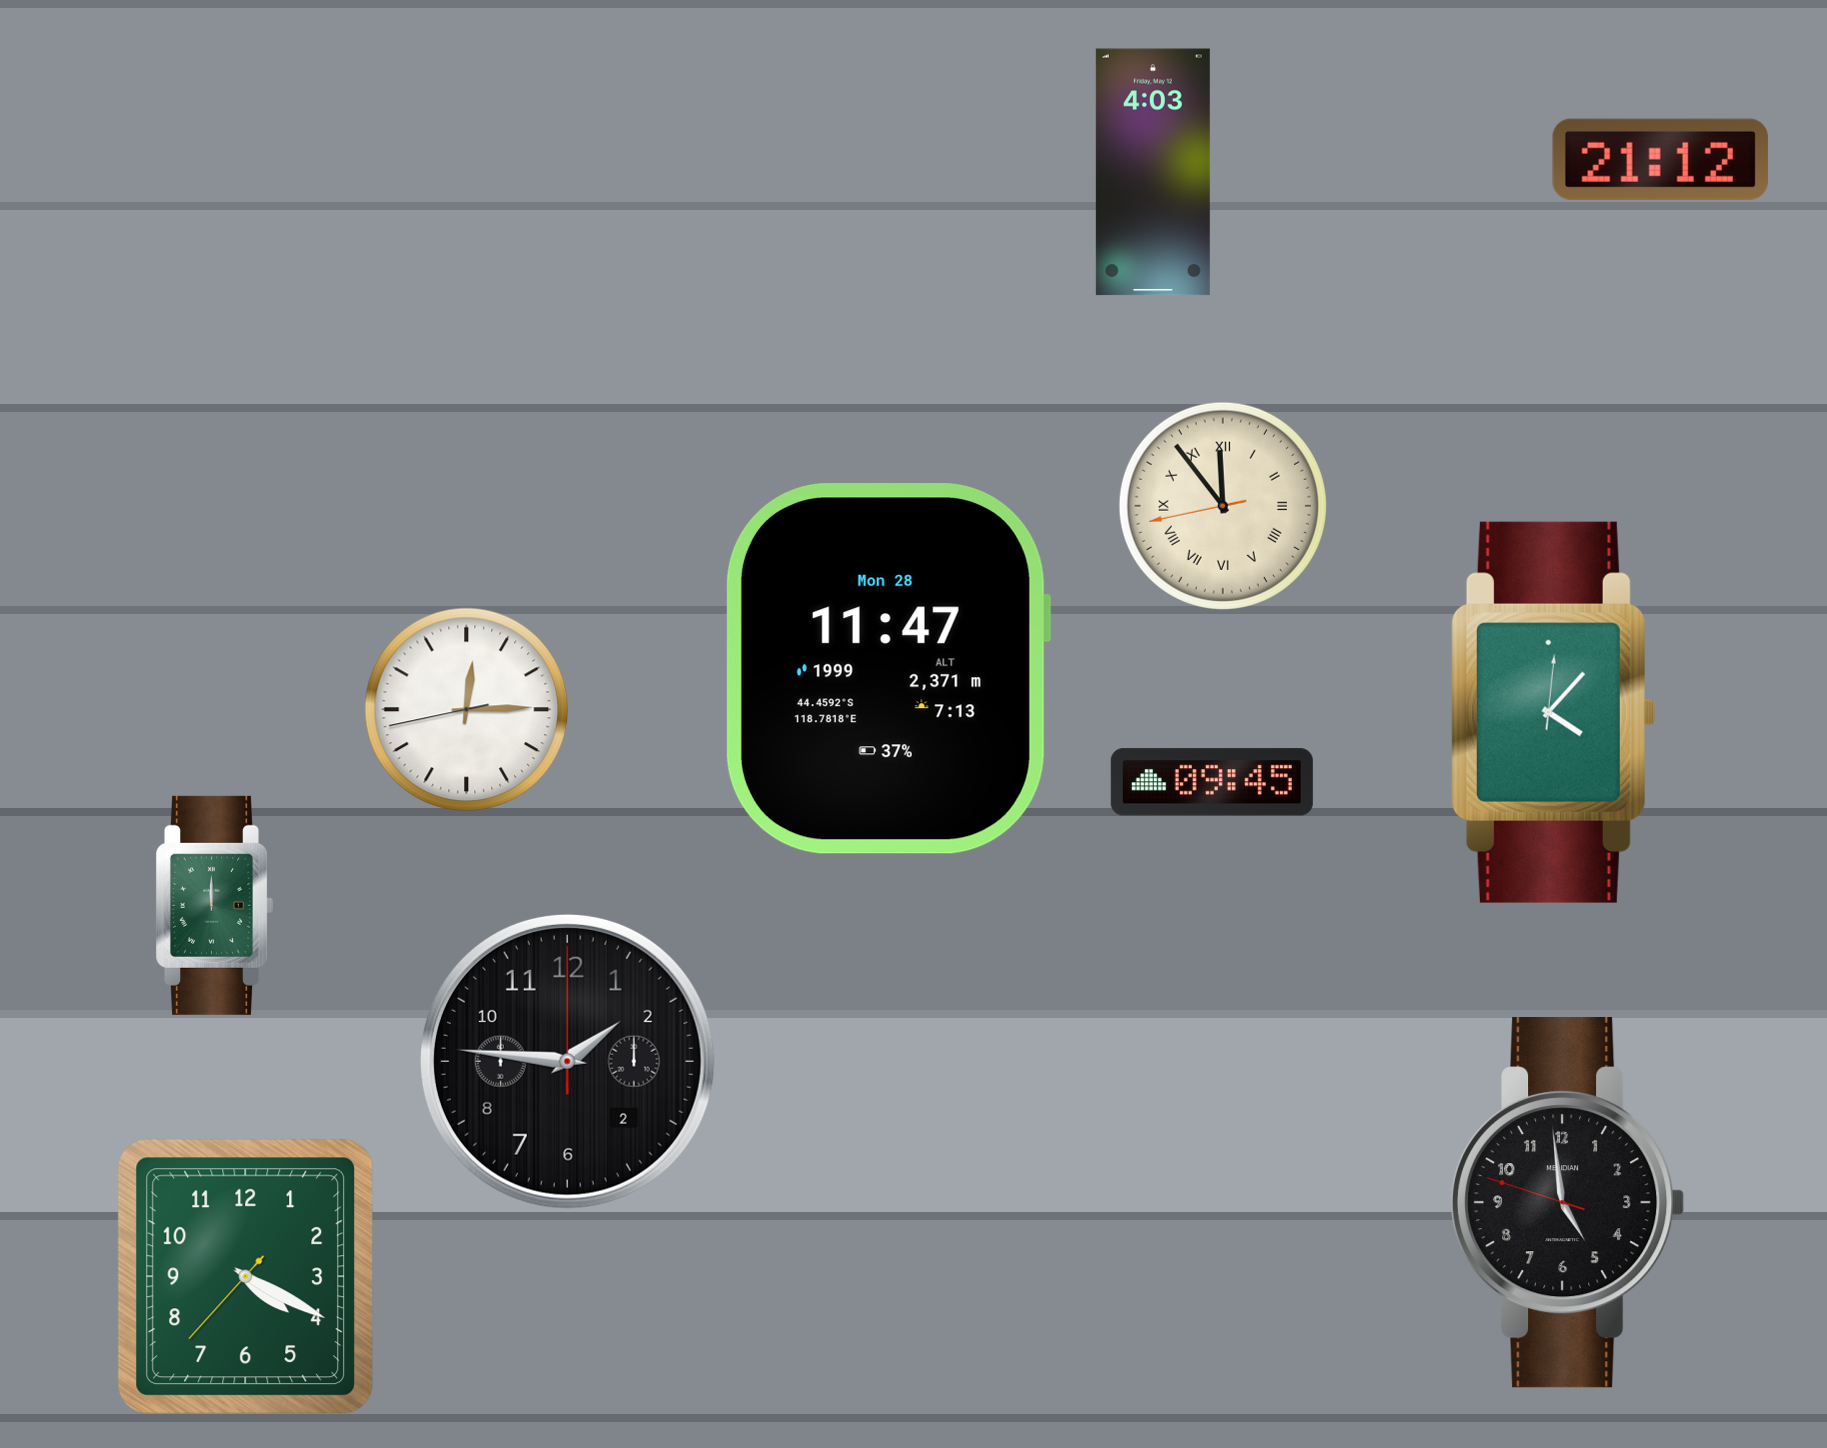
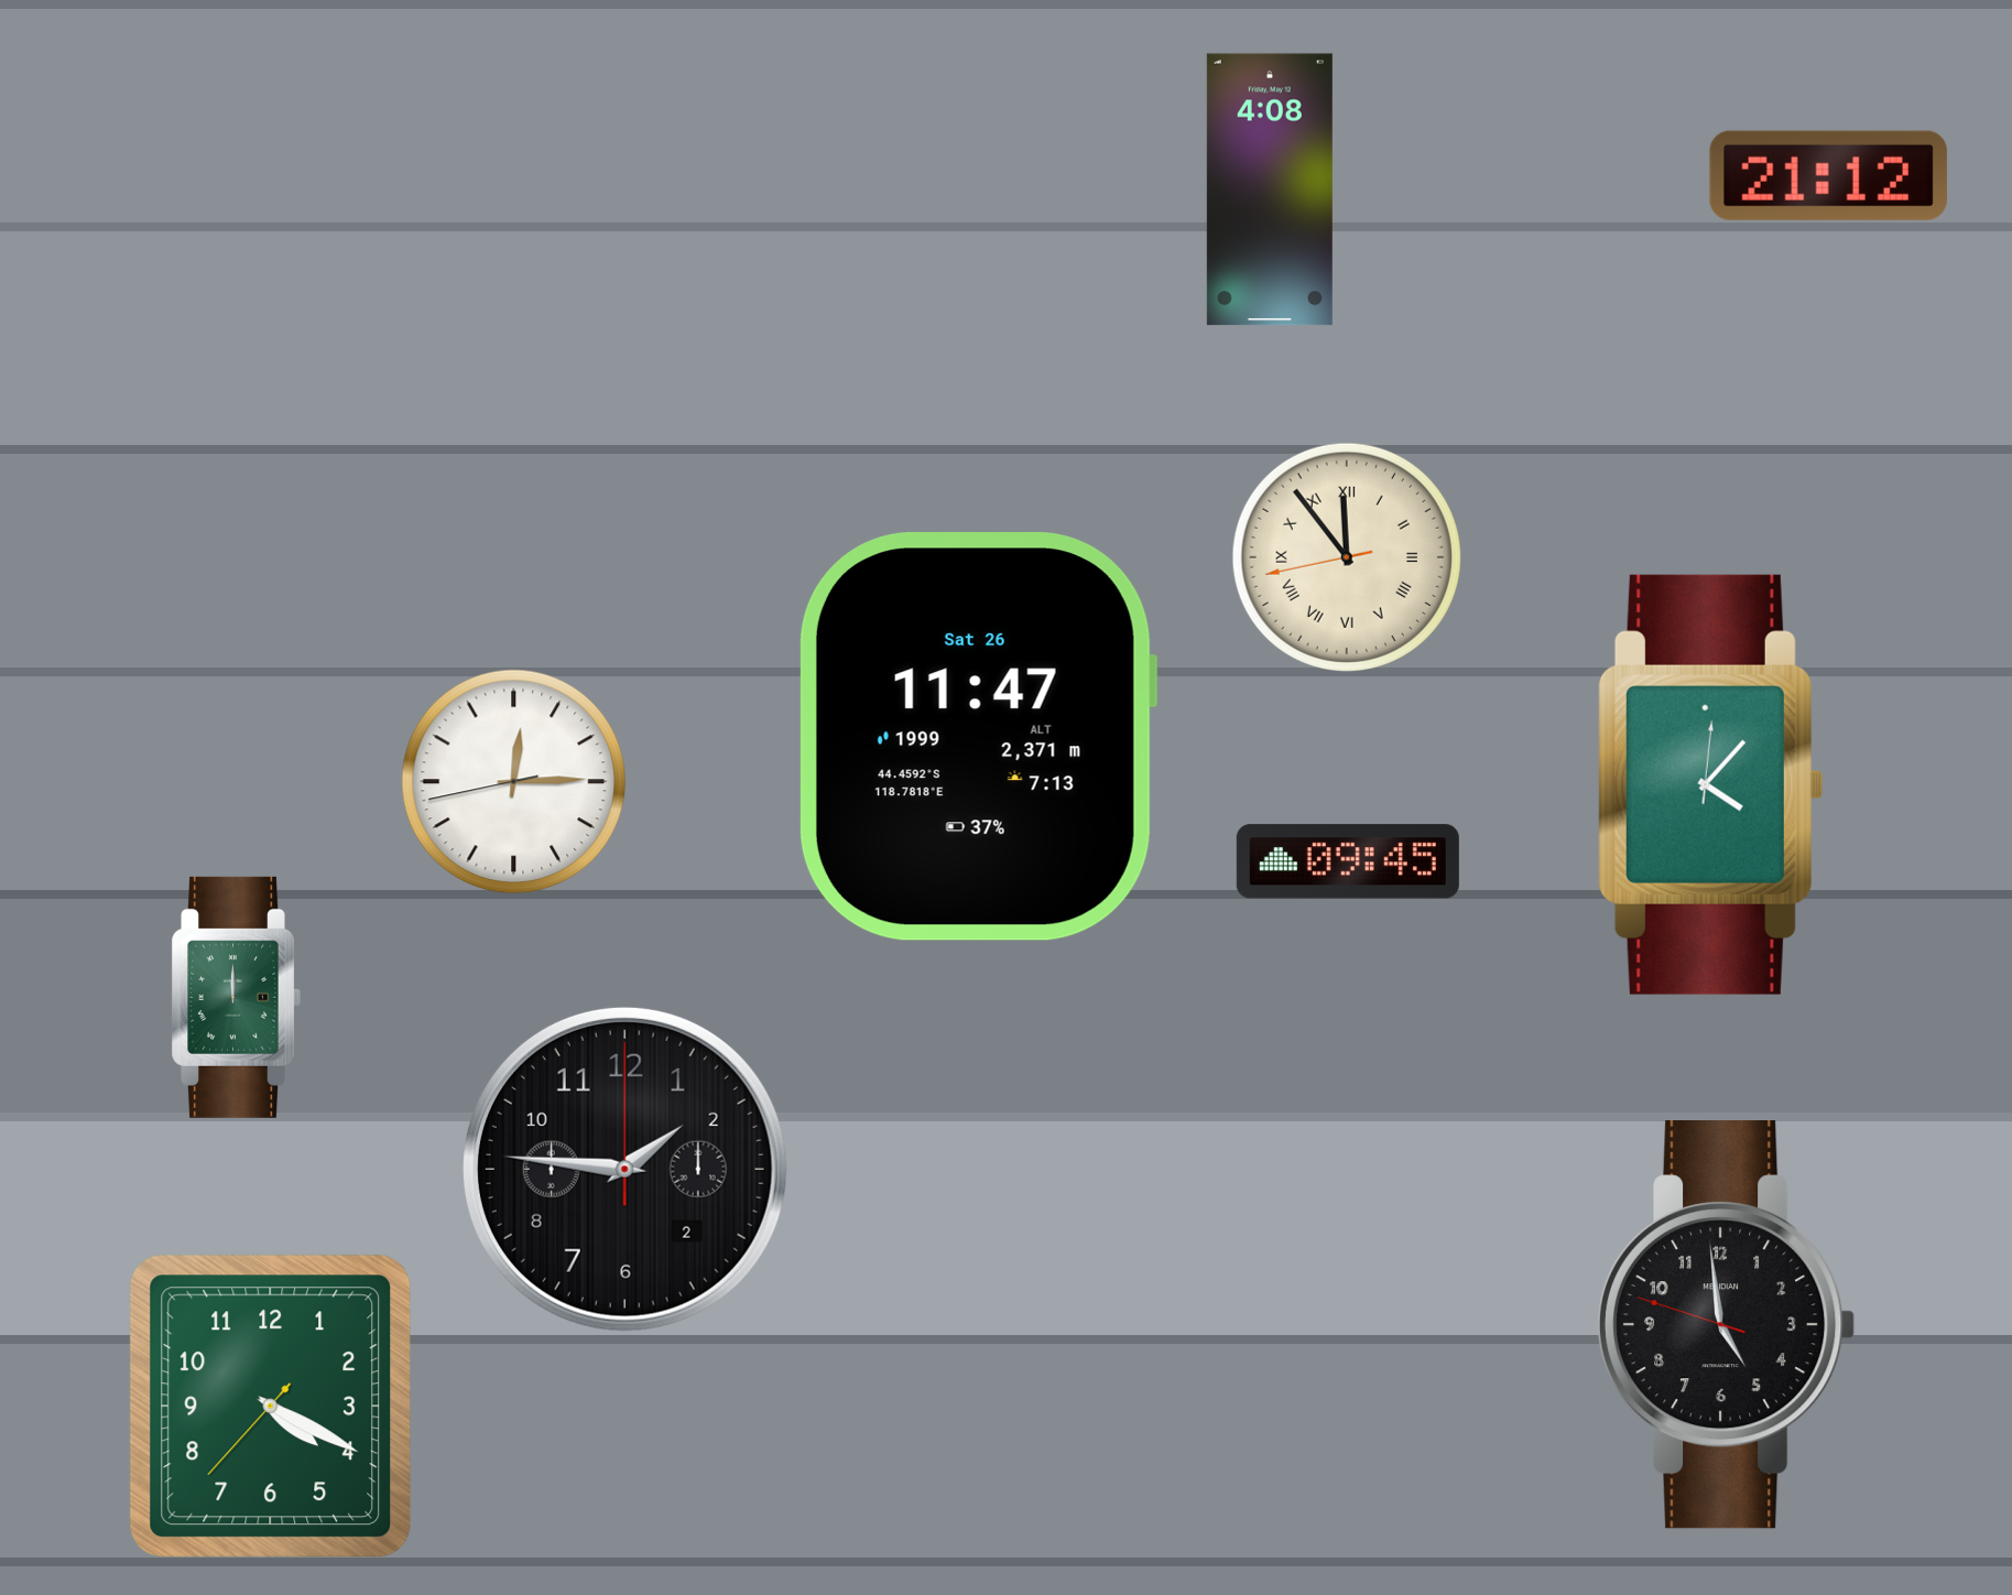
clock at (1153, 172): 4:03 -> 4:08
clock at (888, 669) date: Mon 28 -> Sat 26
clock at (1212, 782) position: (1212, 782) -> (1348, 861)
